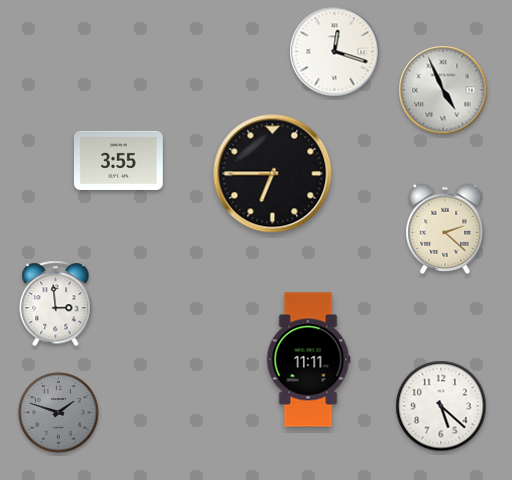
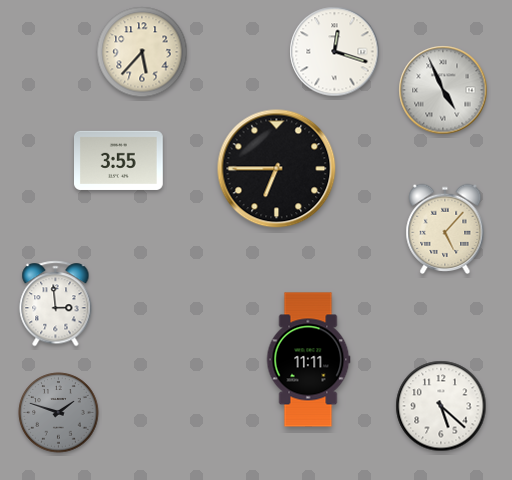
clock at (142, 52): none -> 5:37
clock at (273, 174) position: (273, 174) -> (277, 169)
clock at (445, 229): 2:22 -> 5:07
